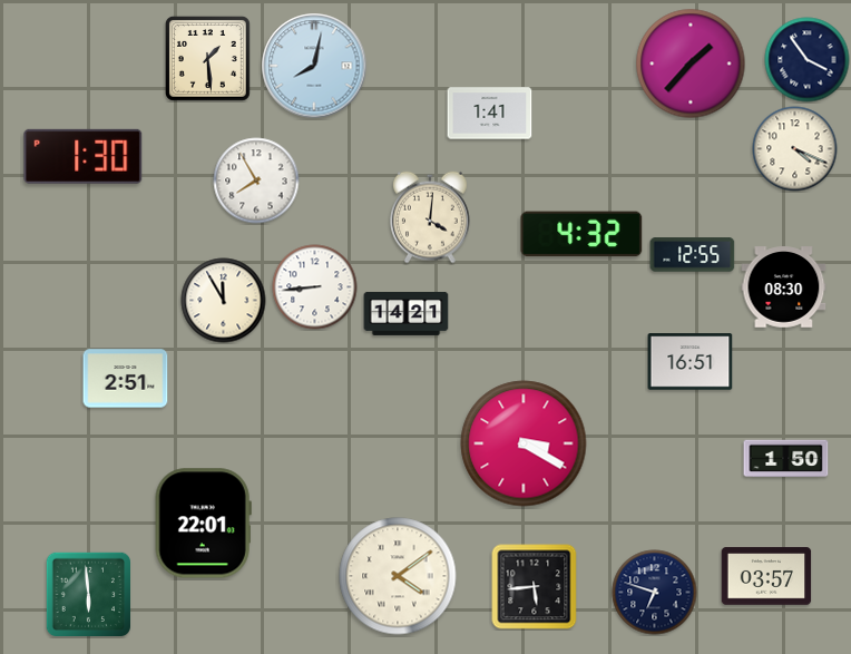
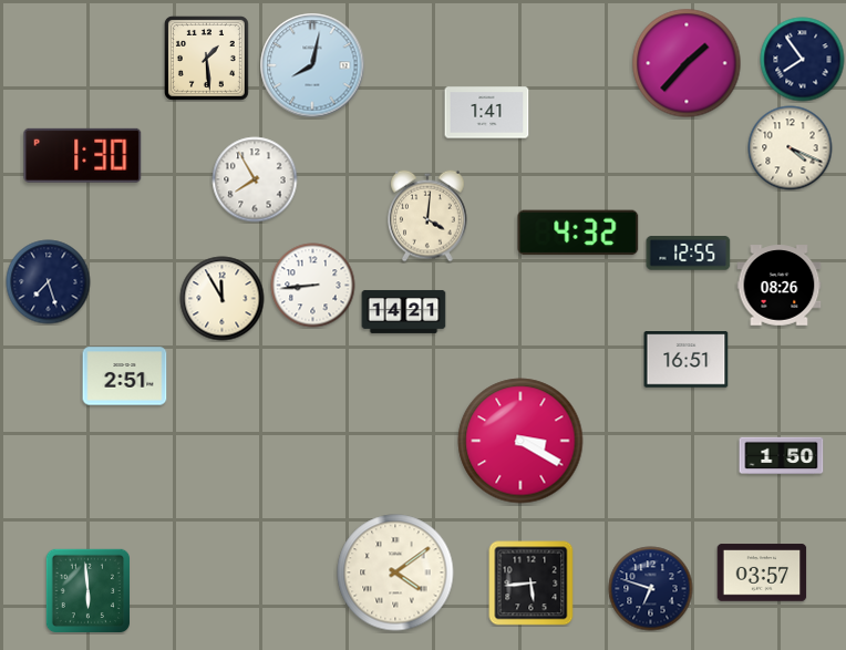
clock at (808, 60): 3:54 -> 7:54
clock at (49, 282): none -> 7:27
clock at (784, 287): 08:30 -> 08:26
clock at (203, 524): 22:01 -> none
